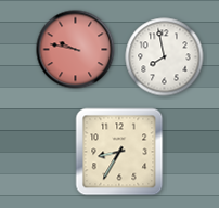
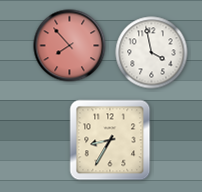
clock at (76, 50): 9:47 -> 7:53
clock at (165, 57): 7:58 -> 3:58
